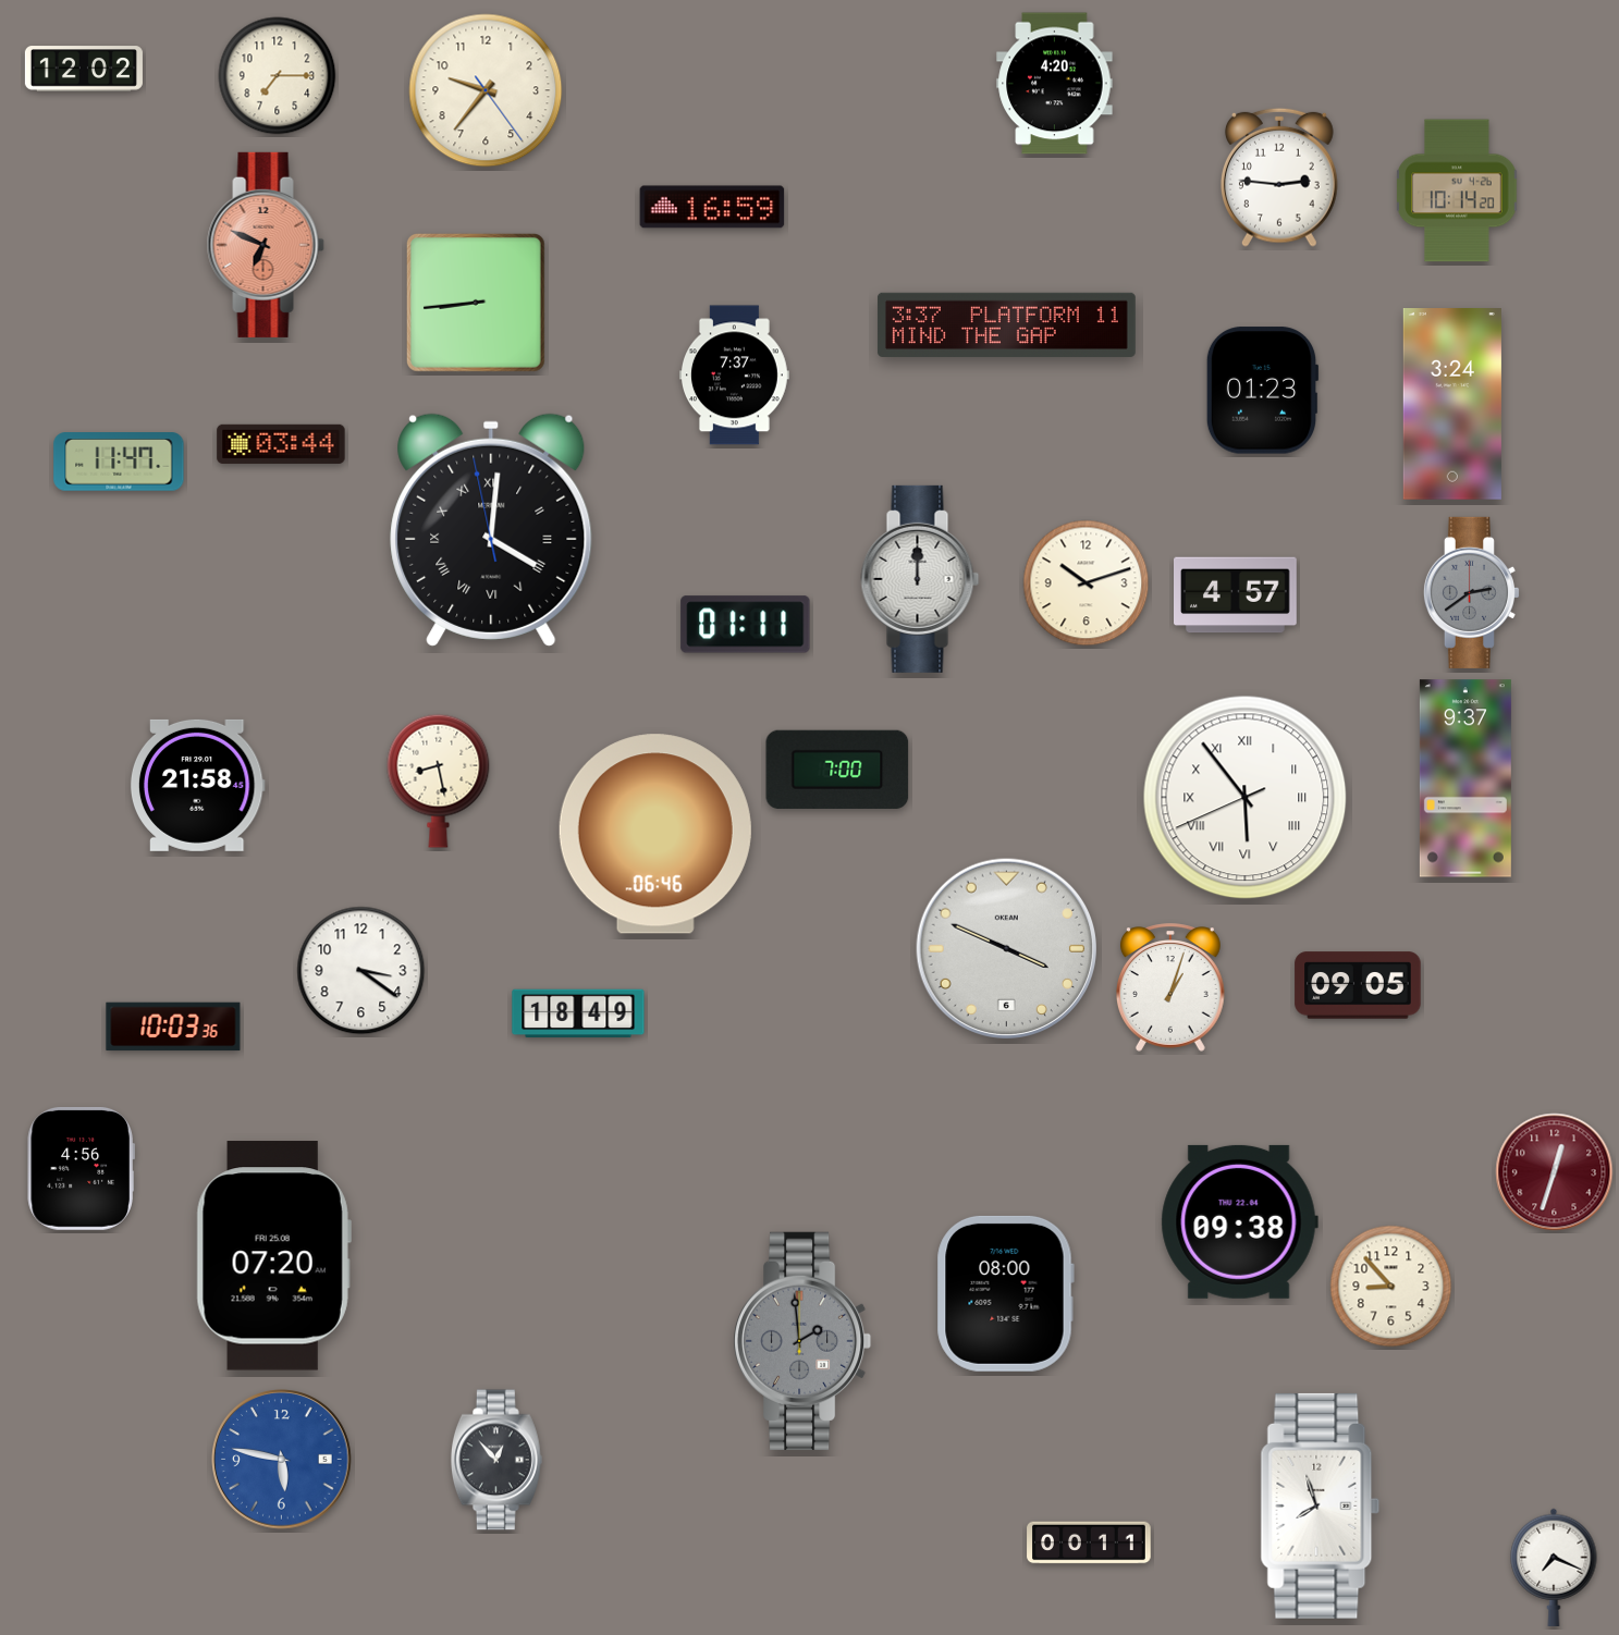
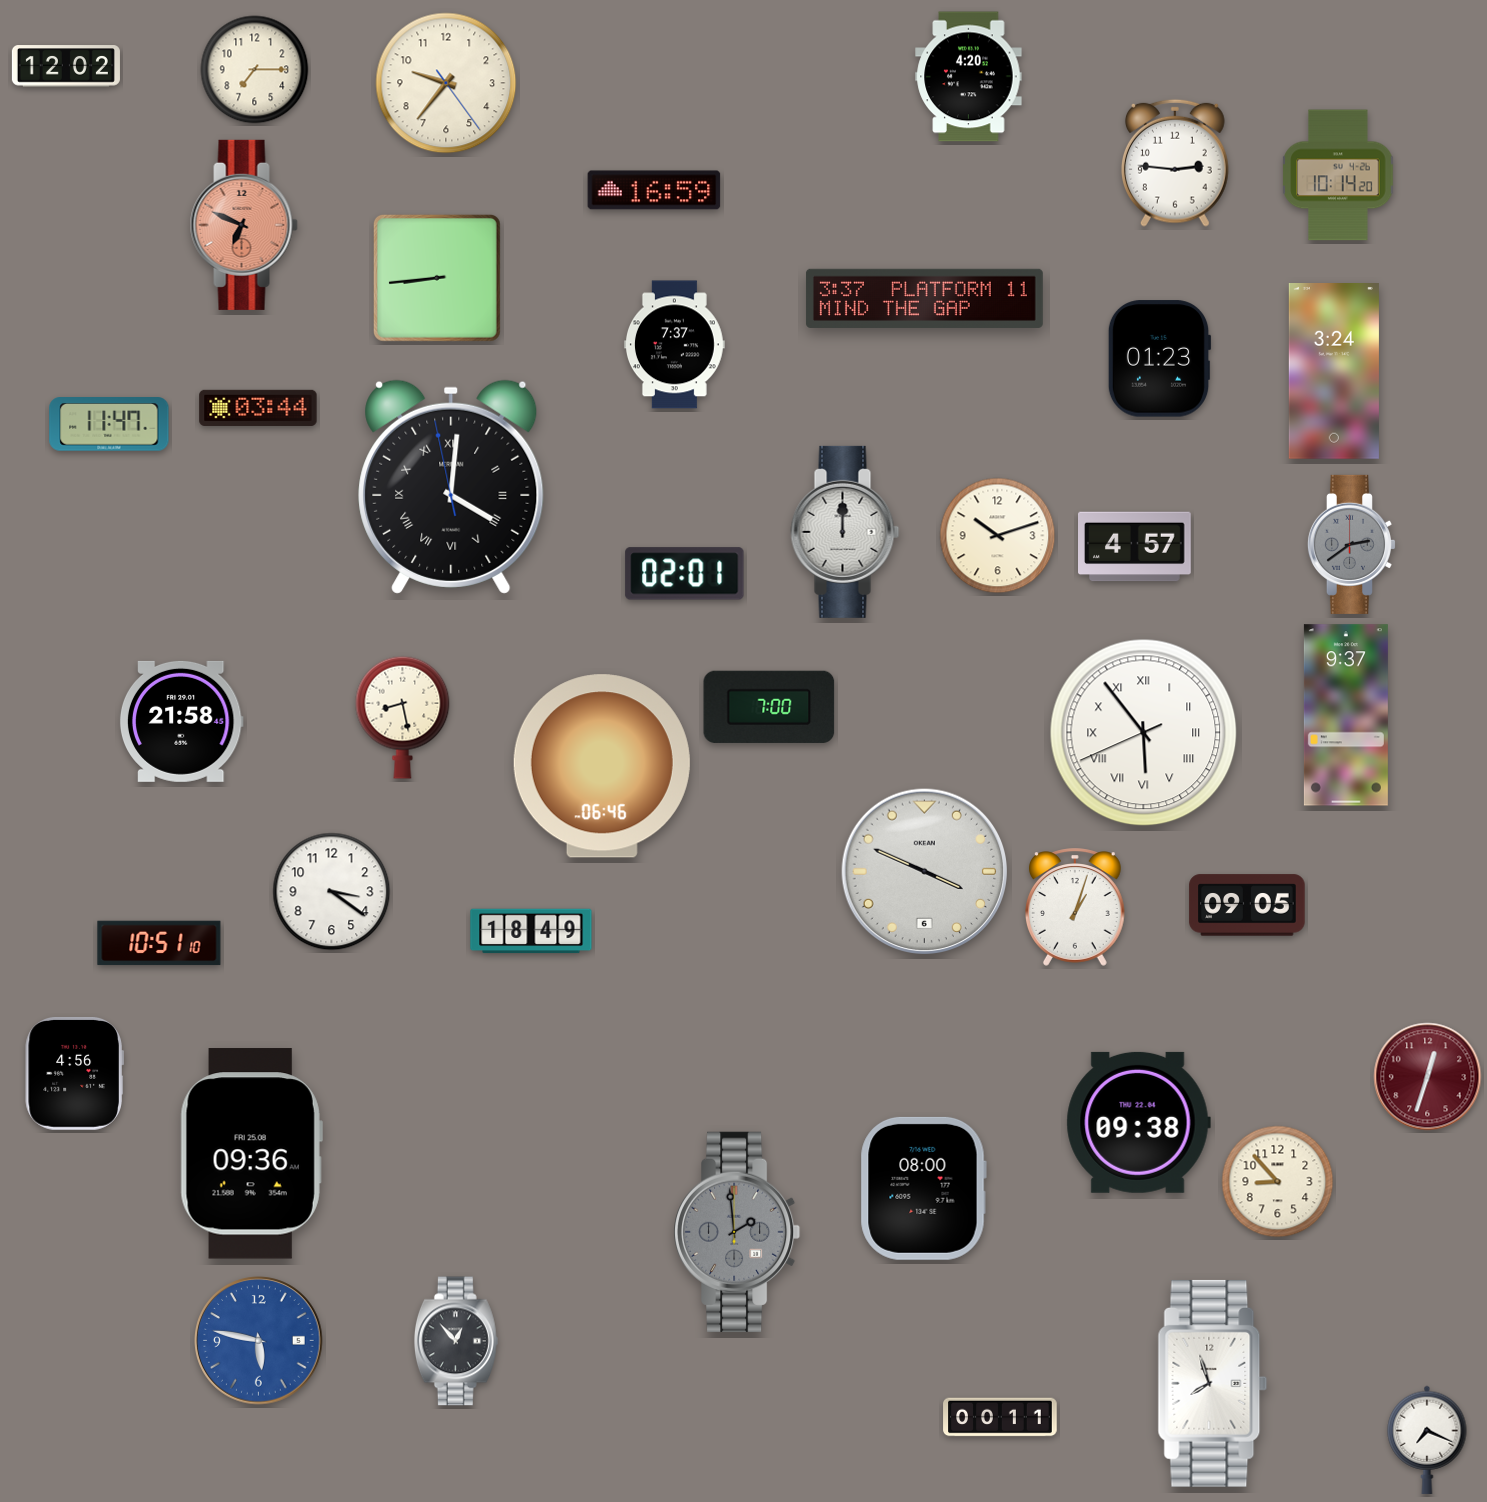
clock at (84, 69) position: (84, 69) -> (66, 66)
clock at (746, 625): 01:11 -> 02:01
clock at (173, 1027): 10:03 -> 10:51
clock at (273, 1256): 07:20 -> 09:36
